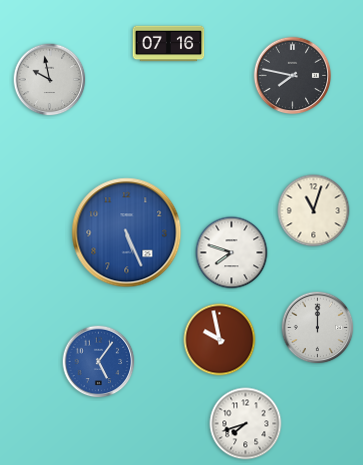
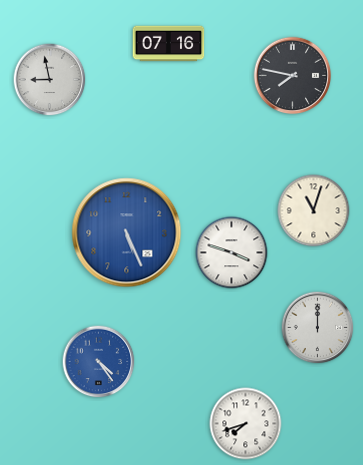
clock at (50, 80): 9:58 -> 8:58
clock at (232, 253): 7:48 -> 3:48
clock at (220, 340): 9:58 -> none
clock at (99, 362): 5:06 -> 4:24
